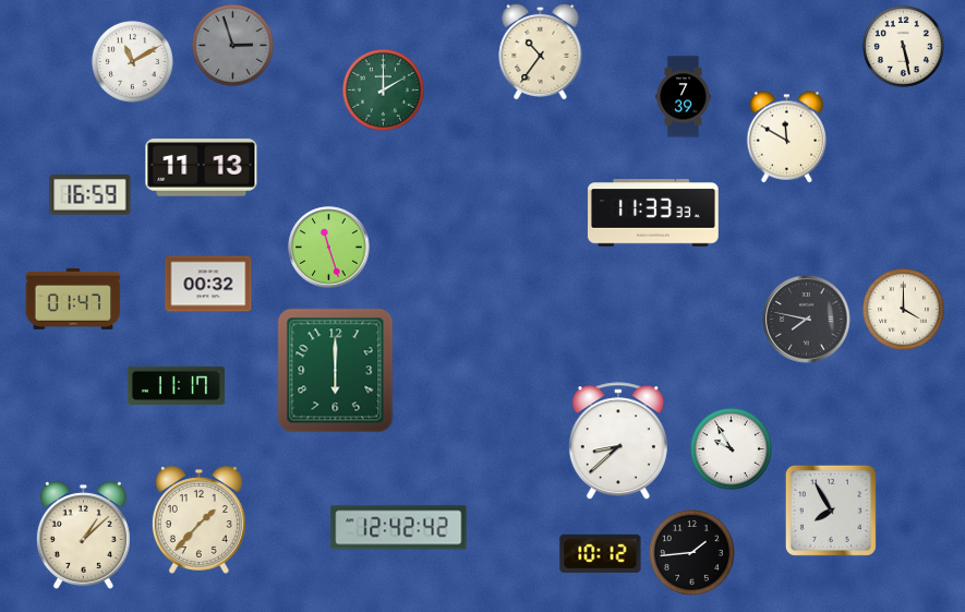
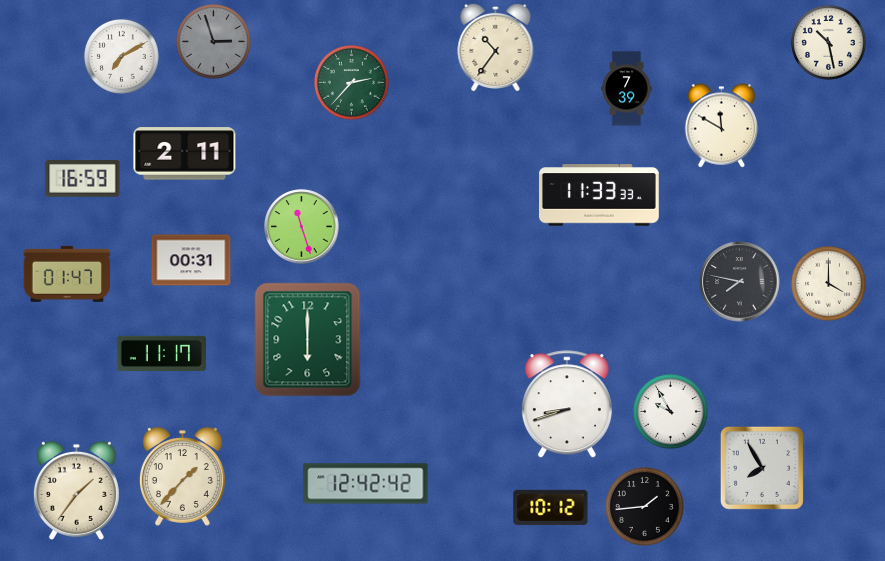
clock at (903, 46): 5:28 -> 10:28
clock at (132, 61): 11:10 -> 7:10
clock at (383, 89): 2:00 -> 2:37
clock at (202, 168): 11:13 -> 2:11
clock at (208, 284): 00:32 -> 00:31
clock at (807, 320) position: (807, 320) -> (740, 282)
clock at (618, 442): 8:38 -> 8:42
clock at (83, 536): 1:08 -> 1:36
clock at (692, 553) position: (692, 553) -> (645, 507)
